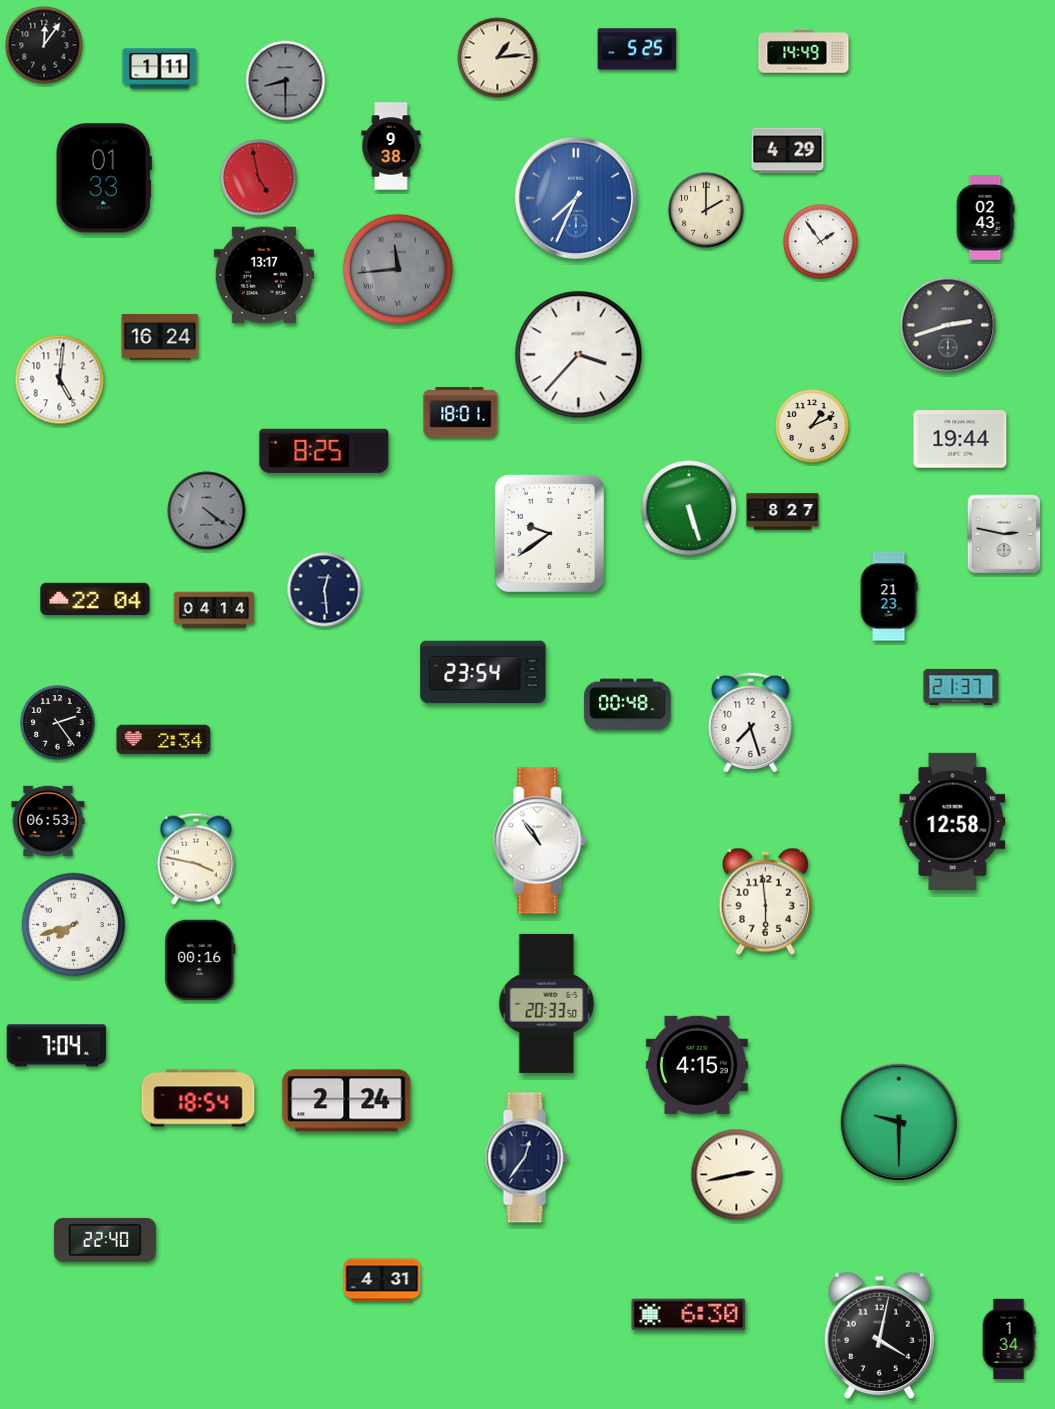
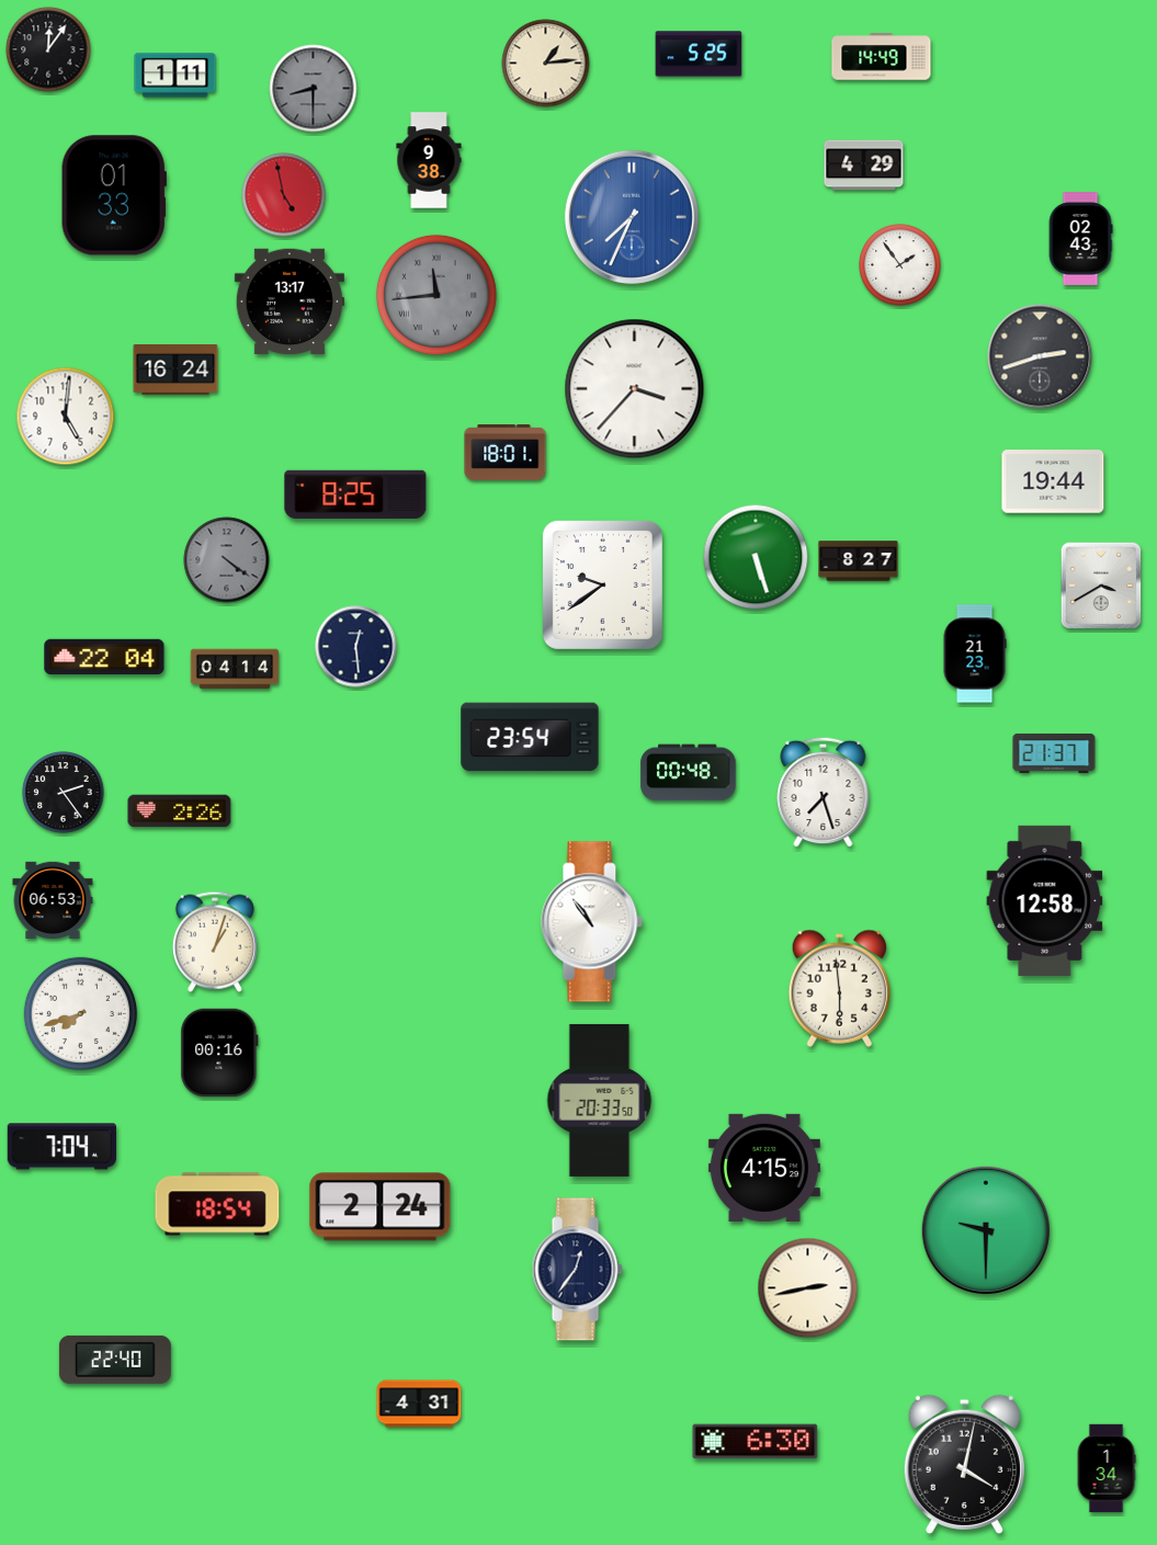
clock at (706, 210): 2:00 -> none
clock at (812, 426): 1:11 -> none
clock at (1004, 534): 2:47 -> 3:40
clock at (164, 740): 2:34 -> 2:26
clock at (196, 859): 3:47 -> 1:03
